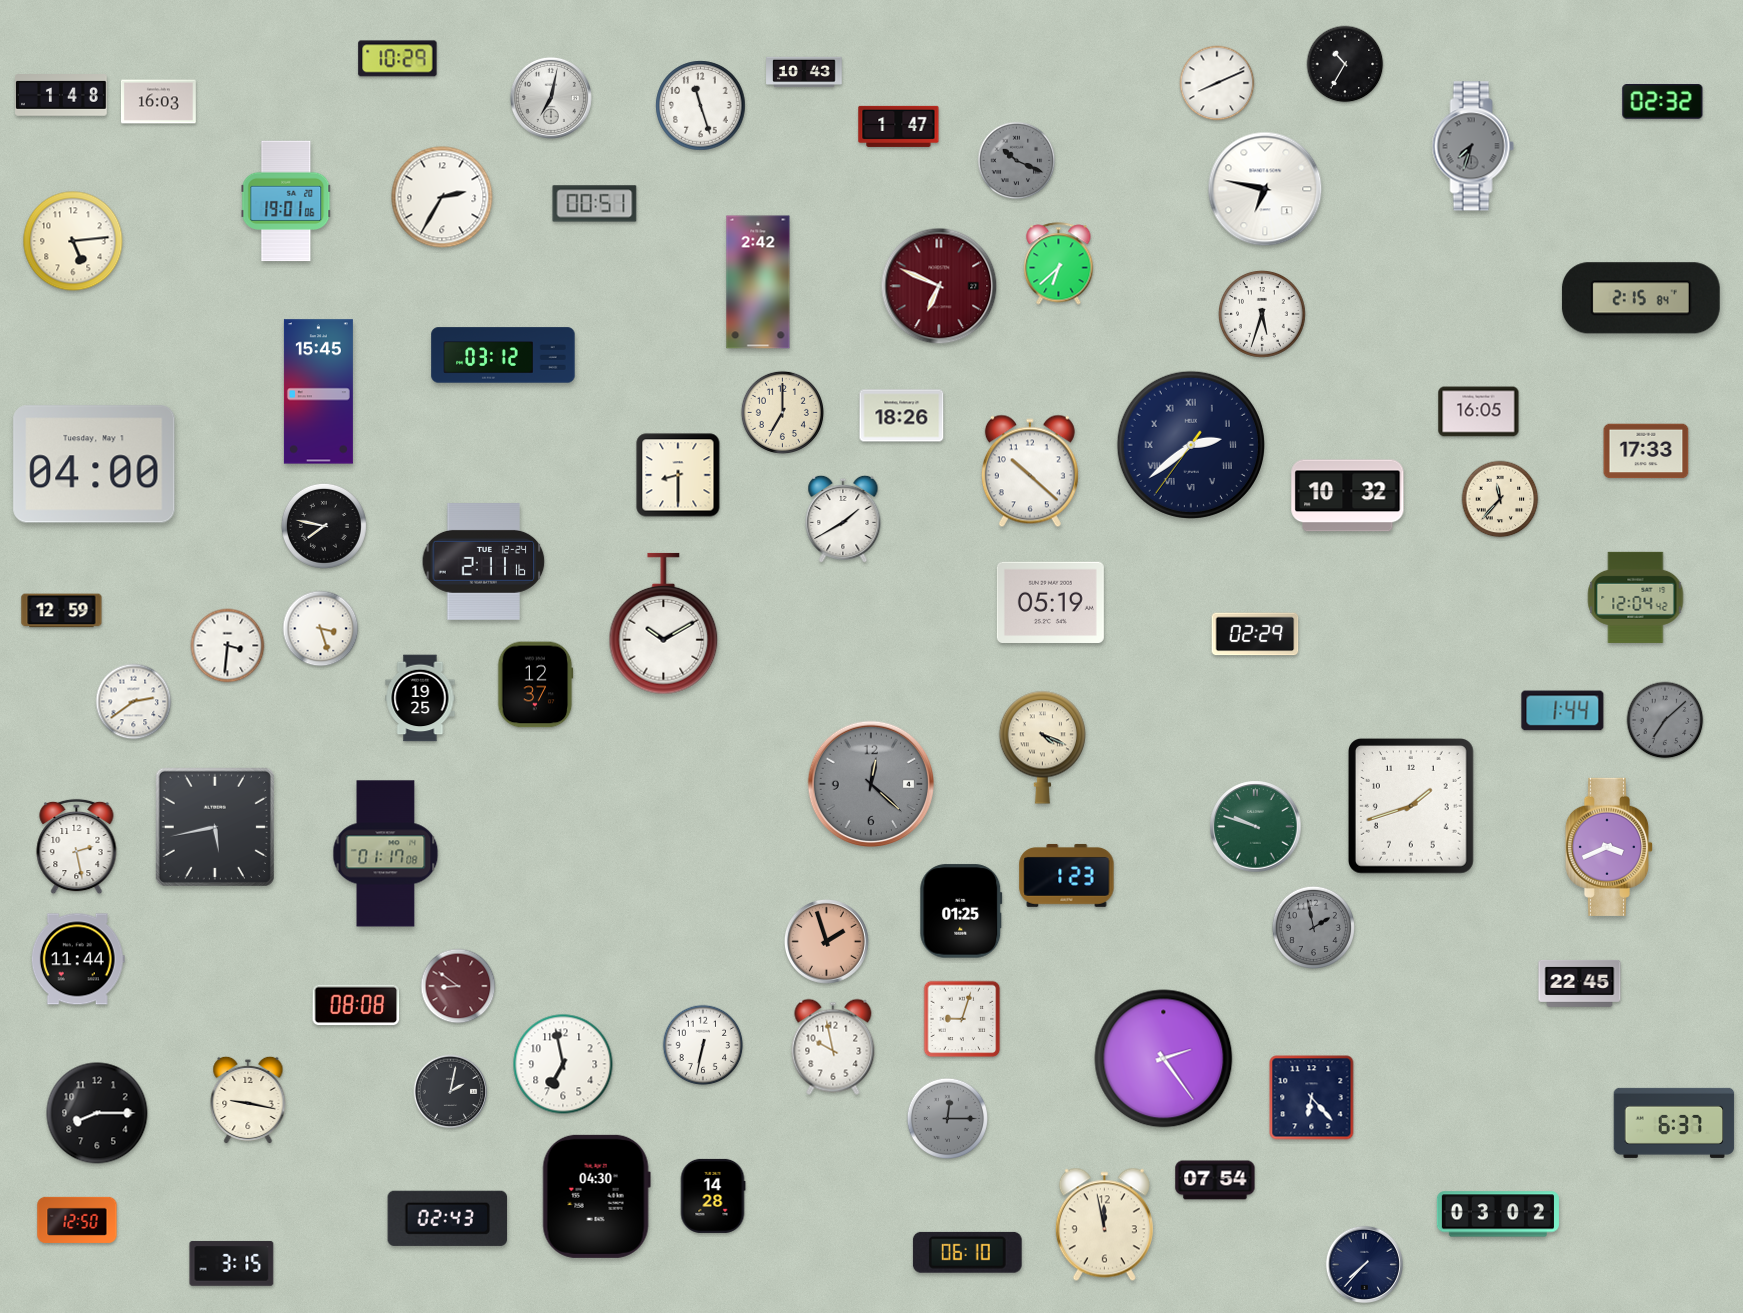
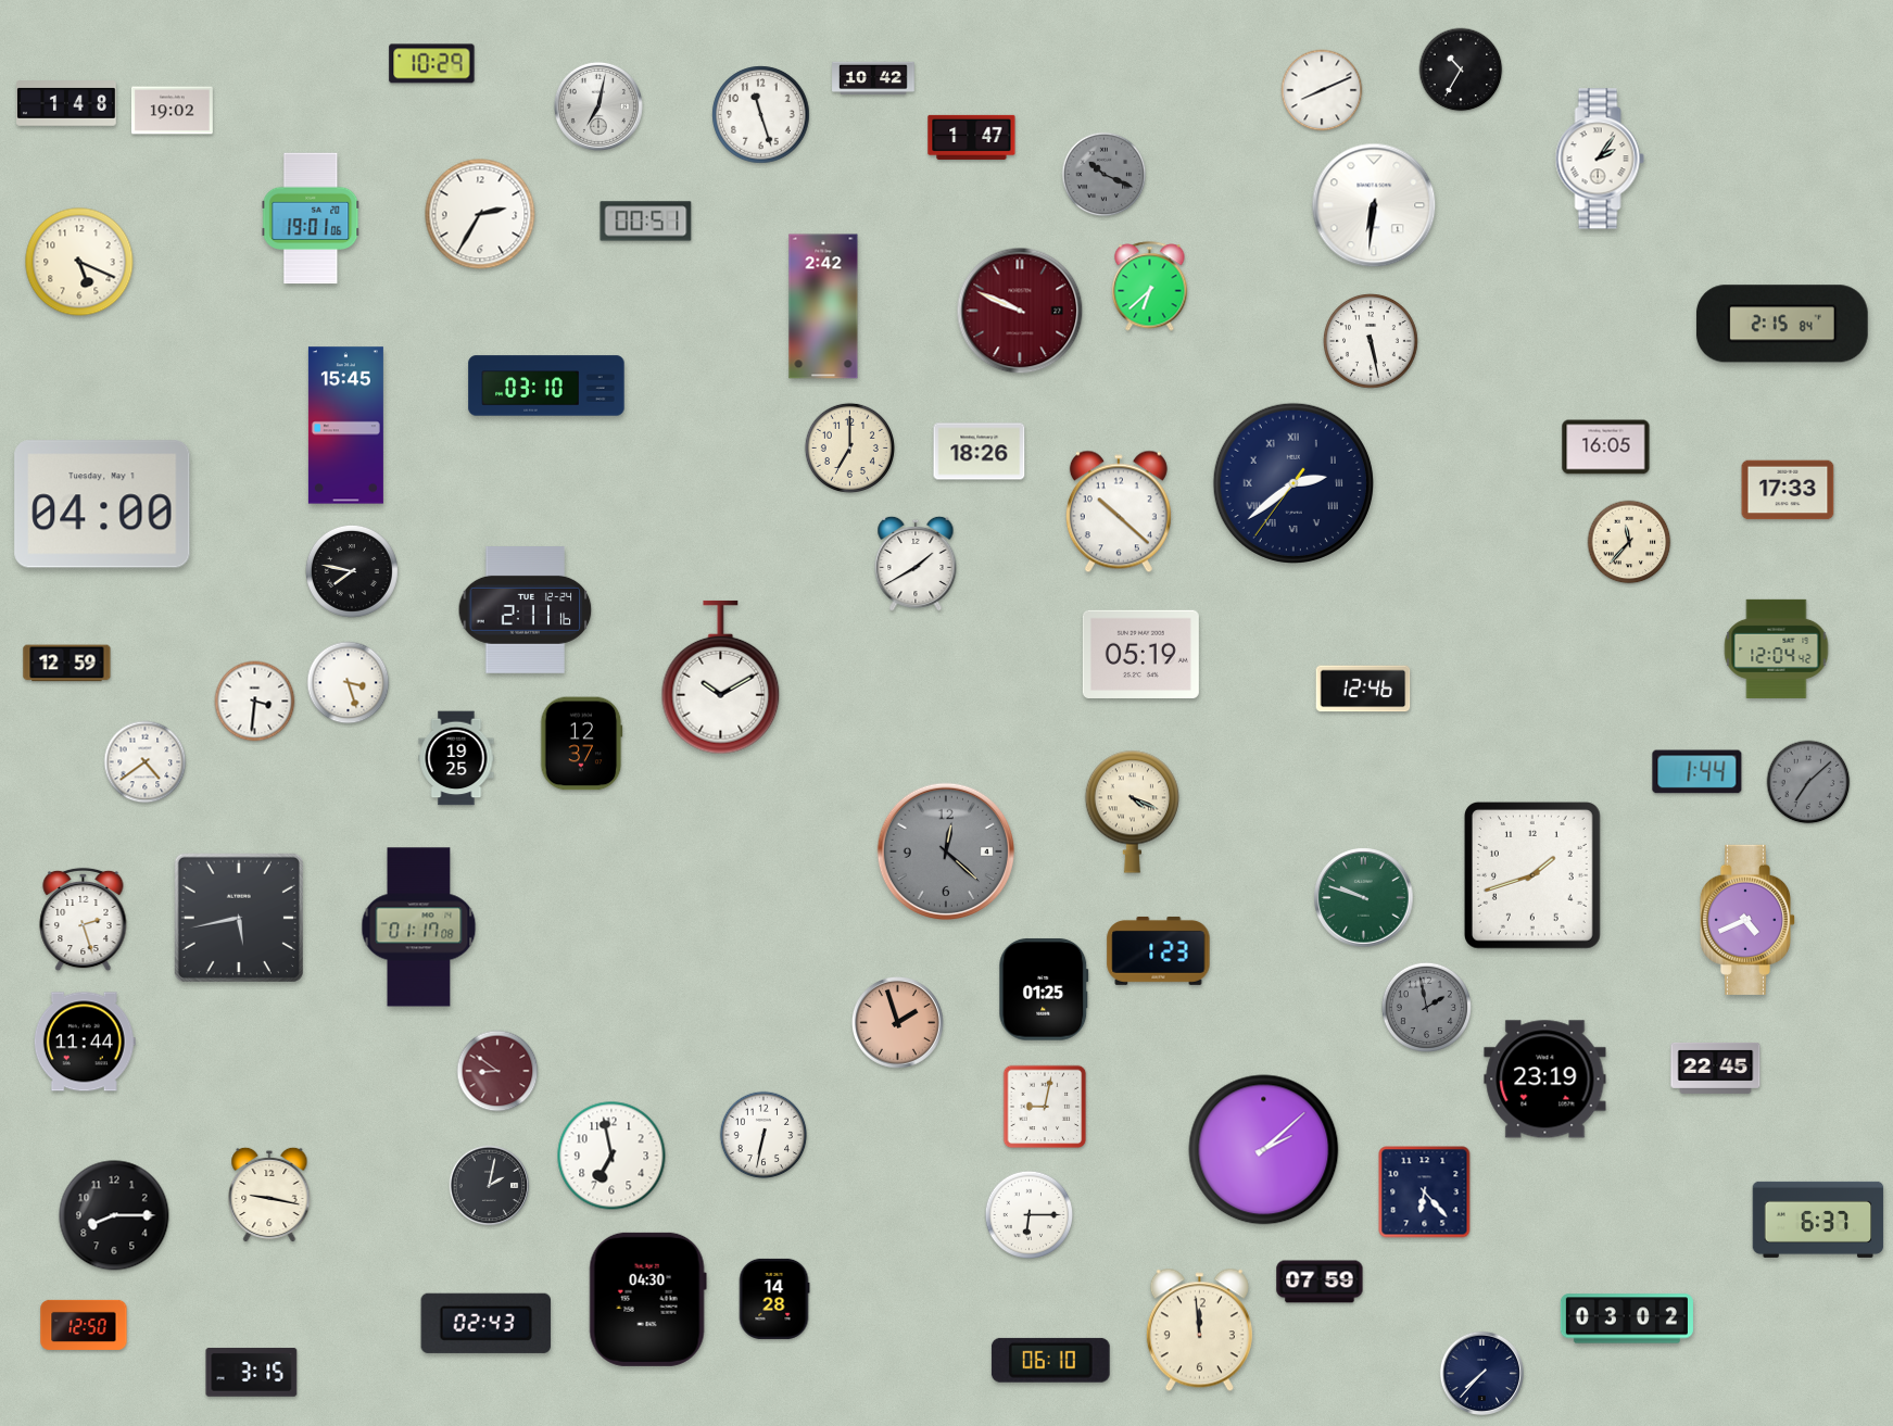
clock at (804, 72): 10:43 -> 10:42
clock at (158, 102): 16:03 -> 19:02
clock at (1663, 102): 02:32 -> none
clock at (899, 126) position: (899, 126) -> (972, 137)
clock at (1473, 146): 7:33 -> 2:06
clock at (1473, 146) dial: grey -> white
clock at (1265, 189): 6:47 -> 6:31
clock at (73, 241): 5:14 -> 5:19
clock at (939, 286): 6:49 -> 9:49
clock at (1263, 315): 5:33 -> 5:28
clock at (503, 355): 03:12 -> 03:10
clock at (678, 475): 8:30 -> none
clock at (1348, 496): 10:32 -> none
clock at (1255, 634): 02:29 -> 12:46
clock at (228, 646) position: (228, 646) -> (255, 702)
clock at (134, 702): 2:39 -> 4:39
clock at (215, 827) position: (215, 827) -> (239, 918)
clock at (77, 847): 2:28 -> 2:27
clock at (1609, 847): 3:41 -> 4:41
clock at (1545, 1080): none -> 23:19
clock at (356, 1005): 08:08 -> none
clock at (962, 1019): 9:03 -> 9:02
clock at (833, 1047): 9:58 -> none
clock at (1164, 1059): 2:24 -> 2:08
clock at (97, 1113) position: (97, 1113) -> (114, 1215)
clock at (948, 1119): 12:15 -> 6:15
clock at (948, 1119) dial: grey -> white
clock at (1215, 1180): 07:54 -> 07:59
clock at (1104, 1225): 11:58 -> 11:59
